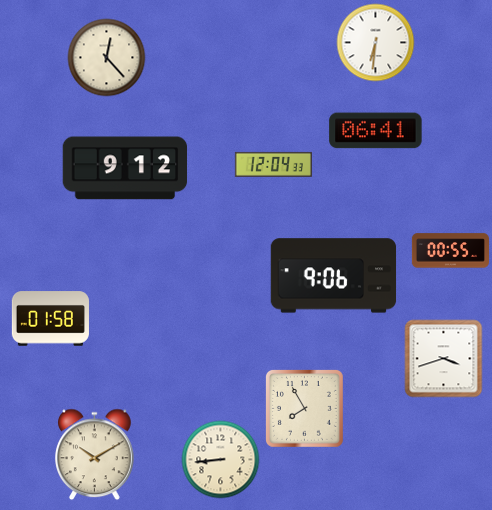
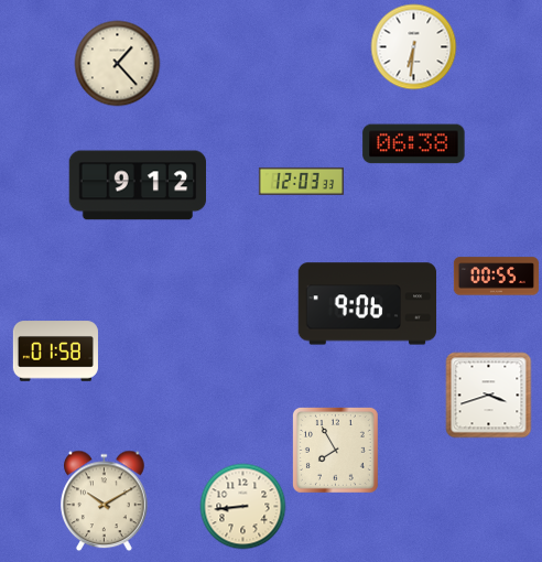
clock at (106, 57): 12:23 -> 1:23
clock at (376, 131): 06:41 -> 06:38
clock at (273, 164): 12:04 -> 12:03
